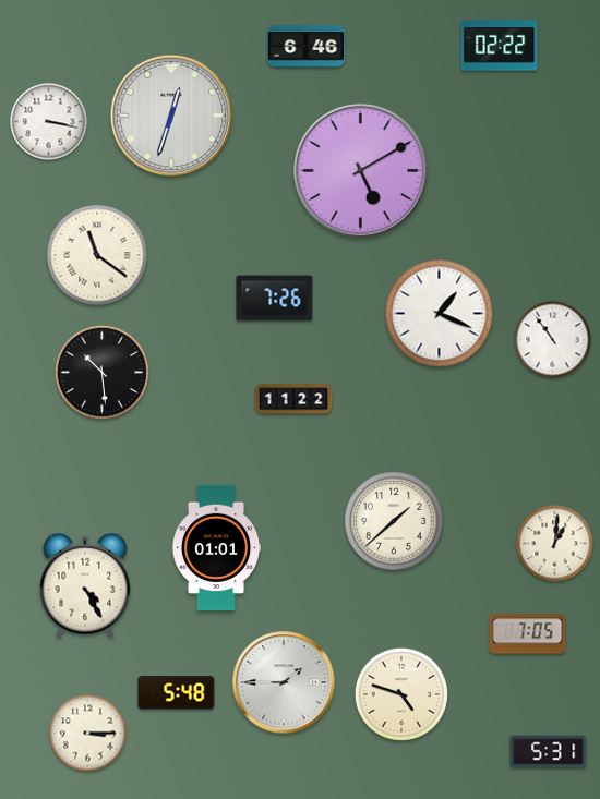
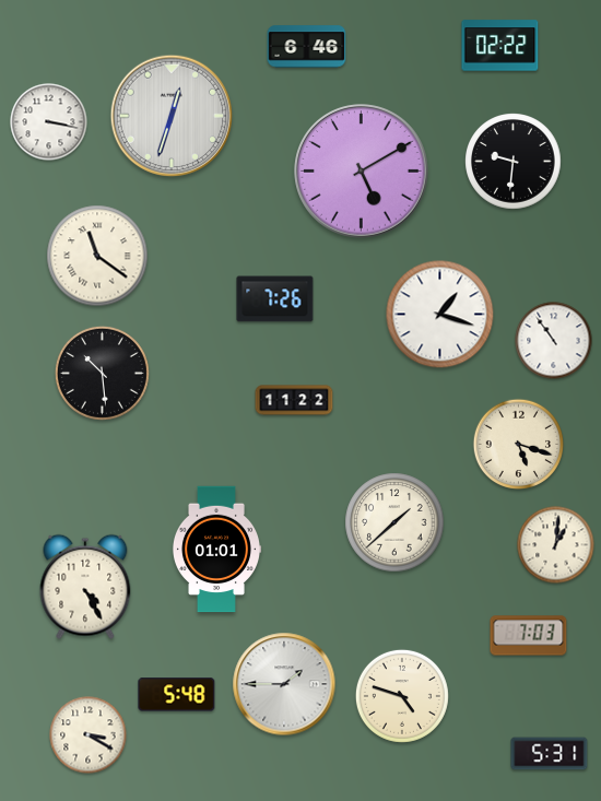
clock at (514, 162): none -> 9:31
clock at (440, 314): 1:19 -> 1:18
clock at (518, 444): none -> 5:18
clock at (528, 634): 7:05 -> 7:03
clock at (88, 734): 3:15 -> 3:20
